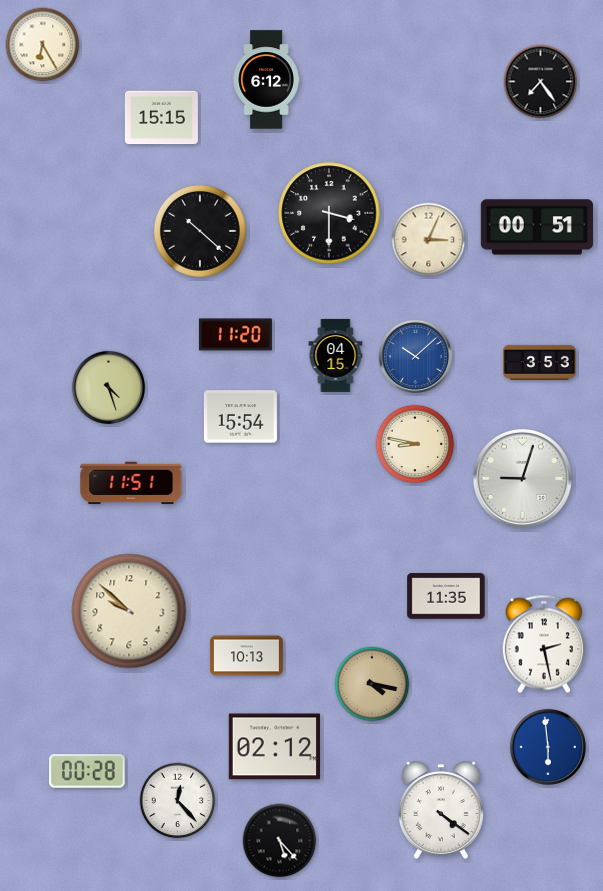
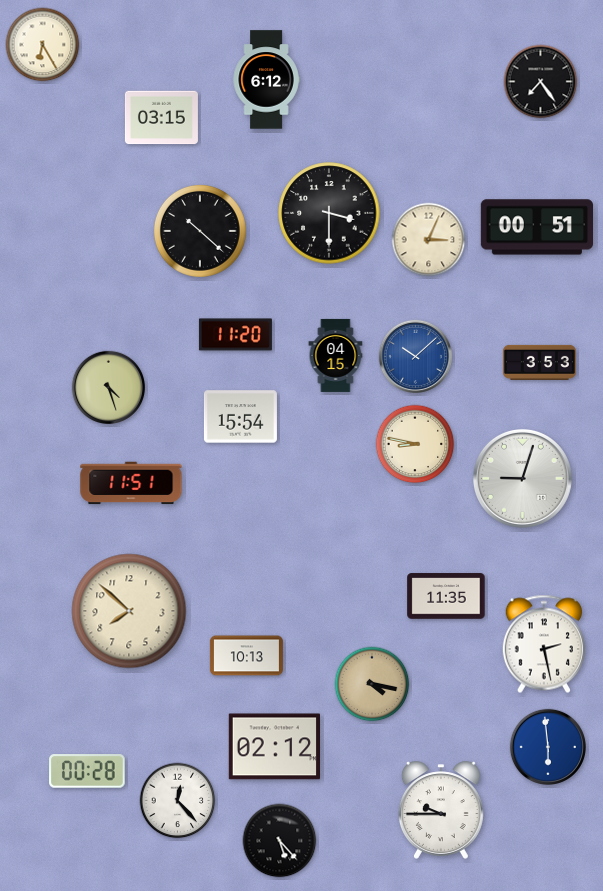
clock at (161, 118): 15:15 -> 03:15
clock at (129, 611): 9:52 -> 7:52
clock at (441, 810): 4:21 -> 9:45
